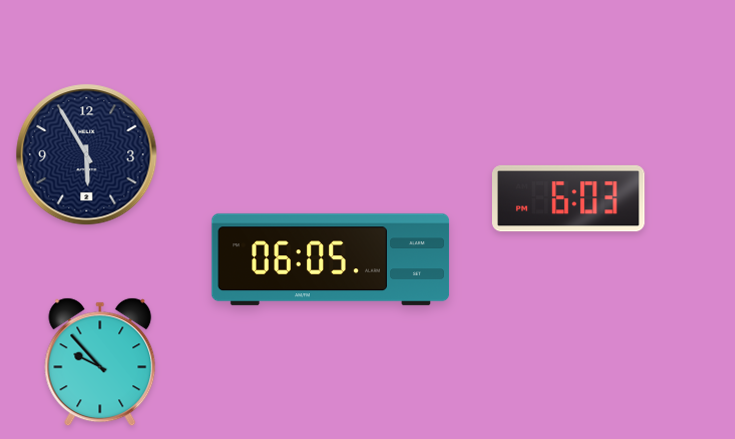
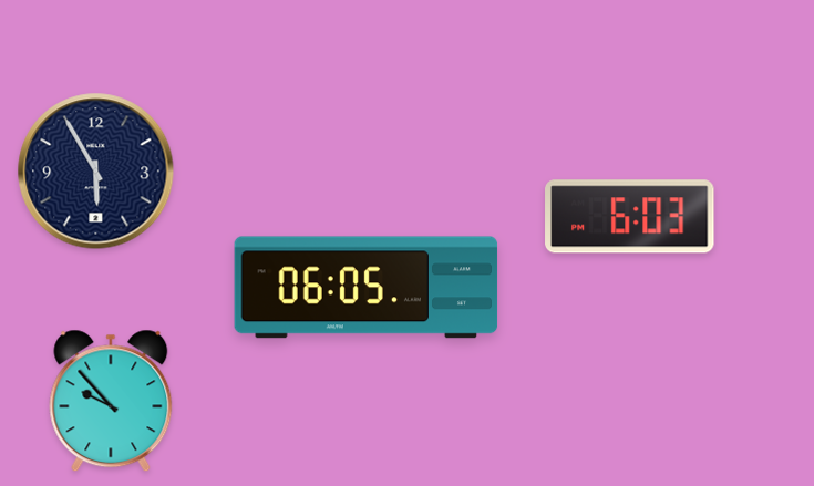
clock at (569, 199) position: (569, 199) -> (630, 217)
